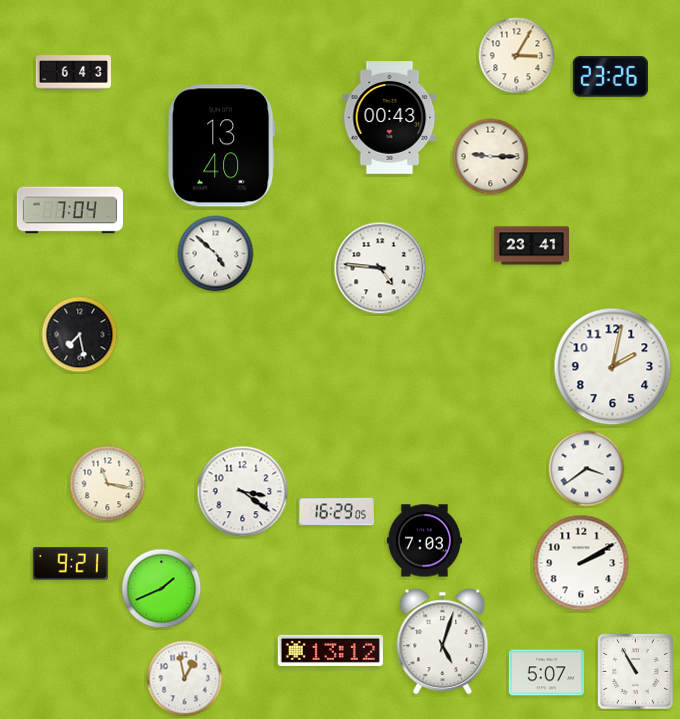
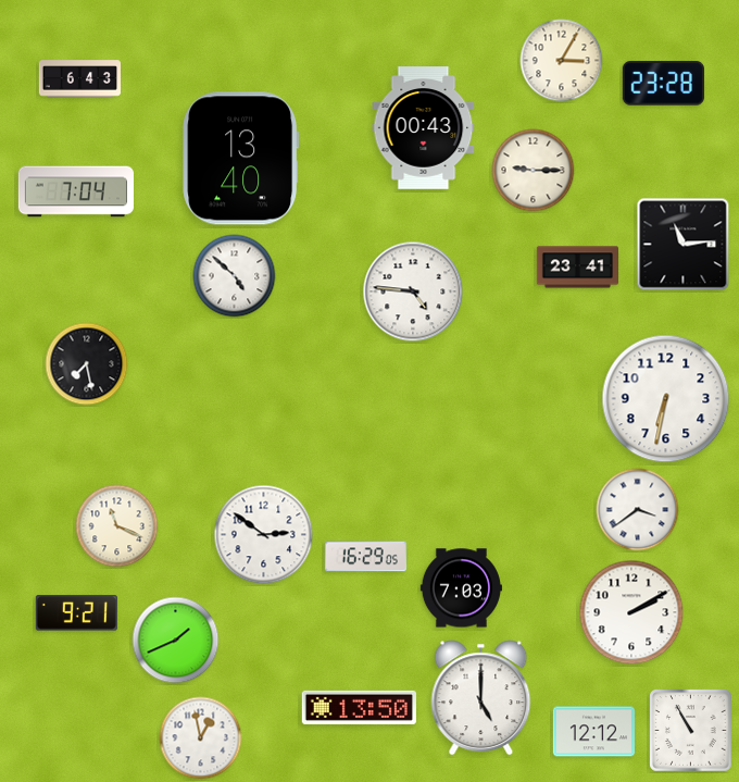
clock at (610, 77): 23:26 -> 23:28
clock at (70, 210) position: (70, 210) -> (76, 191)
clock at (684, 245): none -> 11:14
clock at (613, 367): 2:02 -> 6:32
clock at (108, 484): 11:17 -> 11:19
clock at (243, 492): 3:21 -> 2:51
clock at (443, 642): 5:03 -> 5:00
clock at (330, 650): 13:12 -> 13:50
clock at (546, 673): 5:07 -> 12:12
